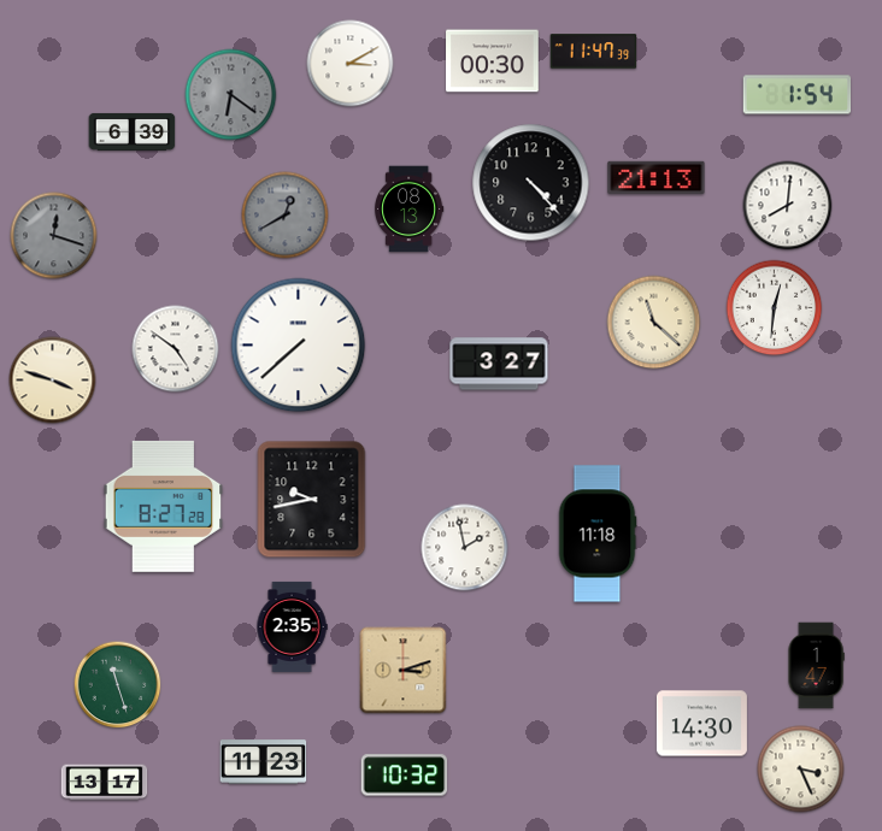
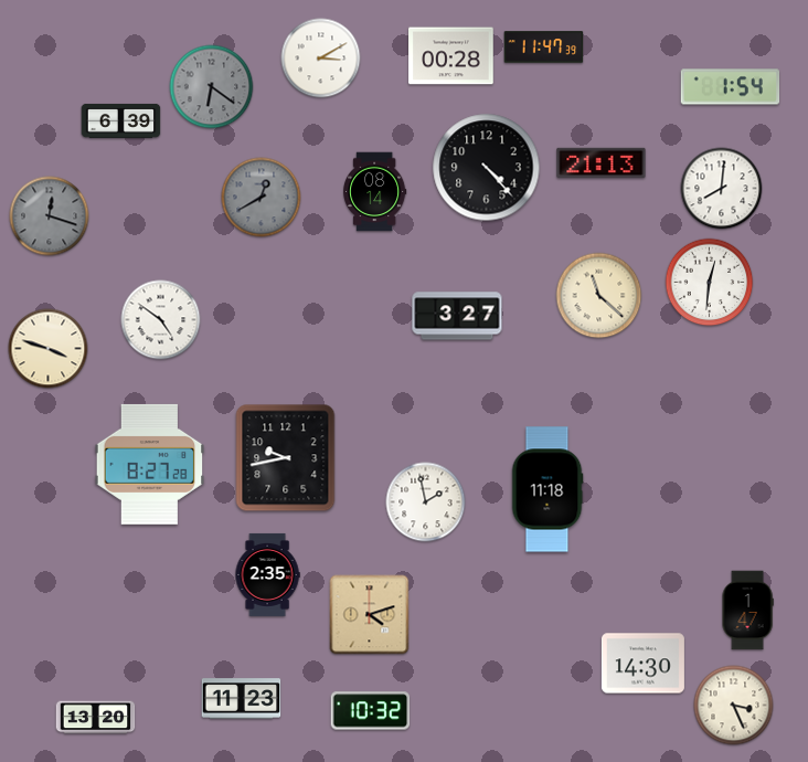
clock at (493, 61): 00:30 -> 00:28
clock at (410, 210): 08:13 -> 08:14
clock at (299, 346): 7:38 -> none
clock at (499, 364) position: (499, 364) -> (457, 316)
clock at (404, 671): 3:12 -> 4:12
clock at (118, 685): 11:27 -> none
clock at (105, 783): 13:17 -> 13:20
